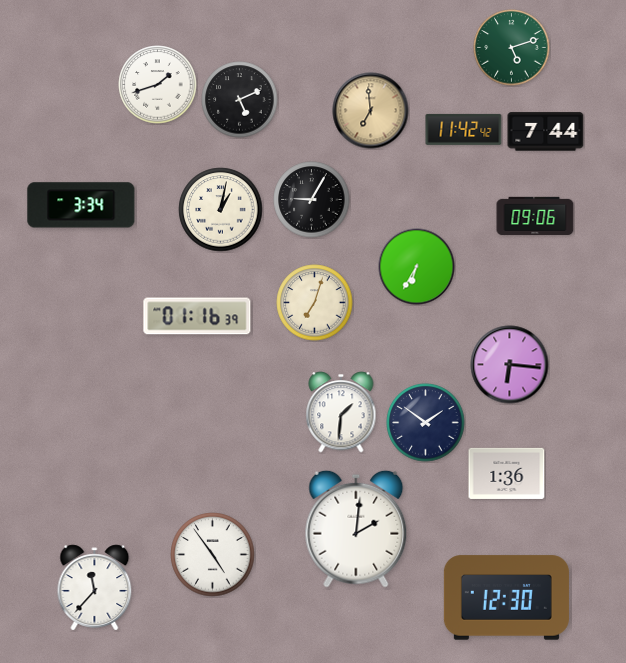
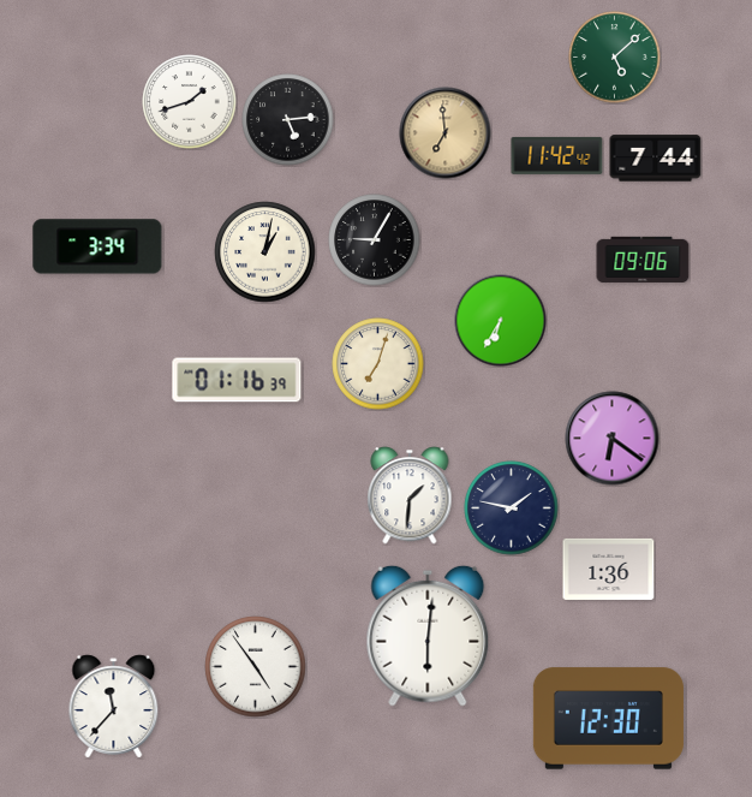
clock at (512, 48): 5:12 -> 5:08
clock at (240, 100): 5:11 -> 5:14
clock at (510, 365): 6:16 -> 6:21
clock at (426, 423): 1:51 -> 1:47
clock at (356, 529): 2:01 -> 6:01
